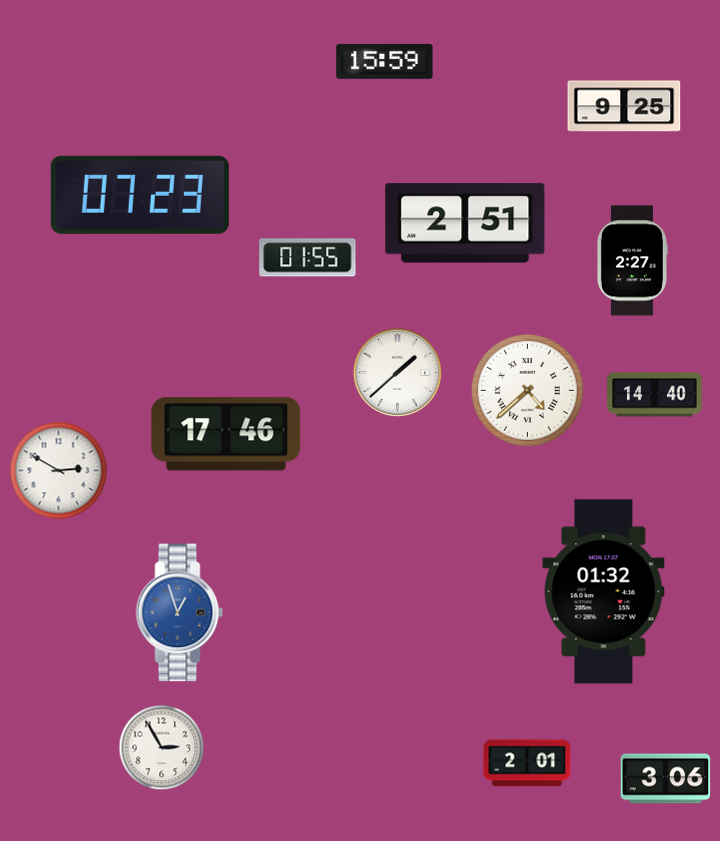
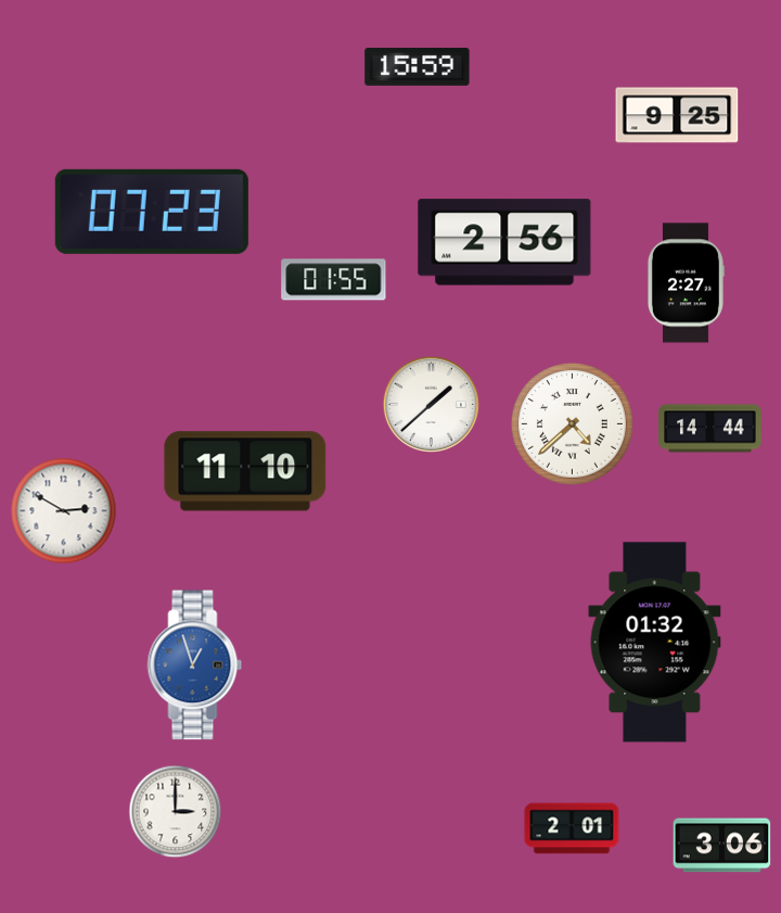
clock at (465, 223): 2:51 -> 2:56
clock at (655, 395): 14:40 -> 14:44
clock at (226, 434): 17:46 -> 11:10
clock at (162, 748): 2:55 -> 3:00
